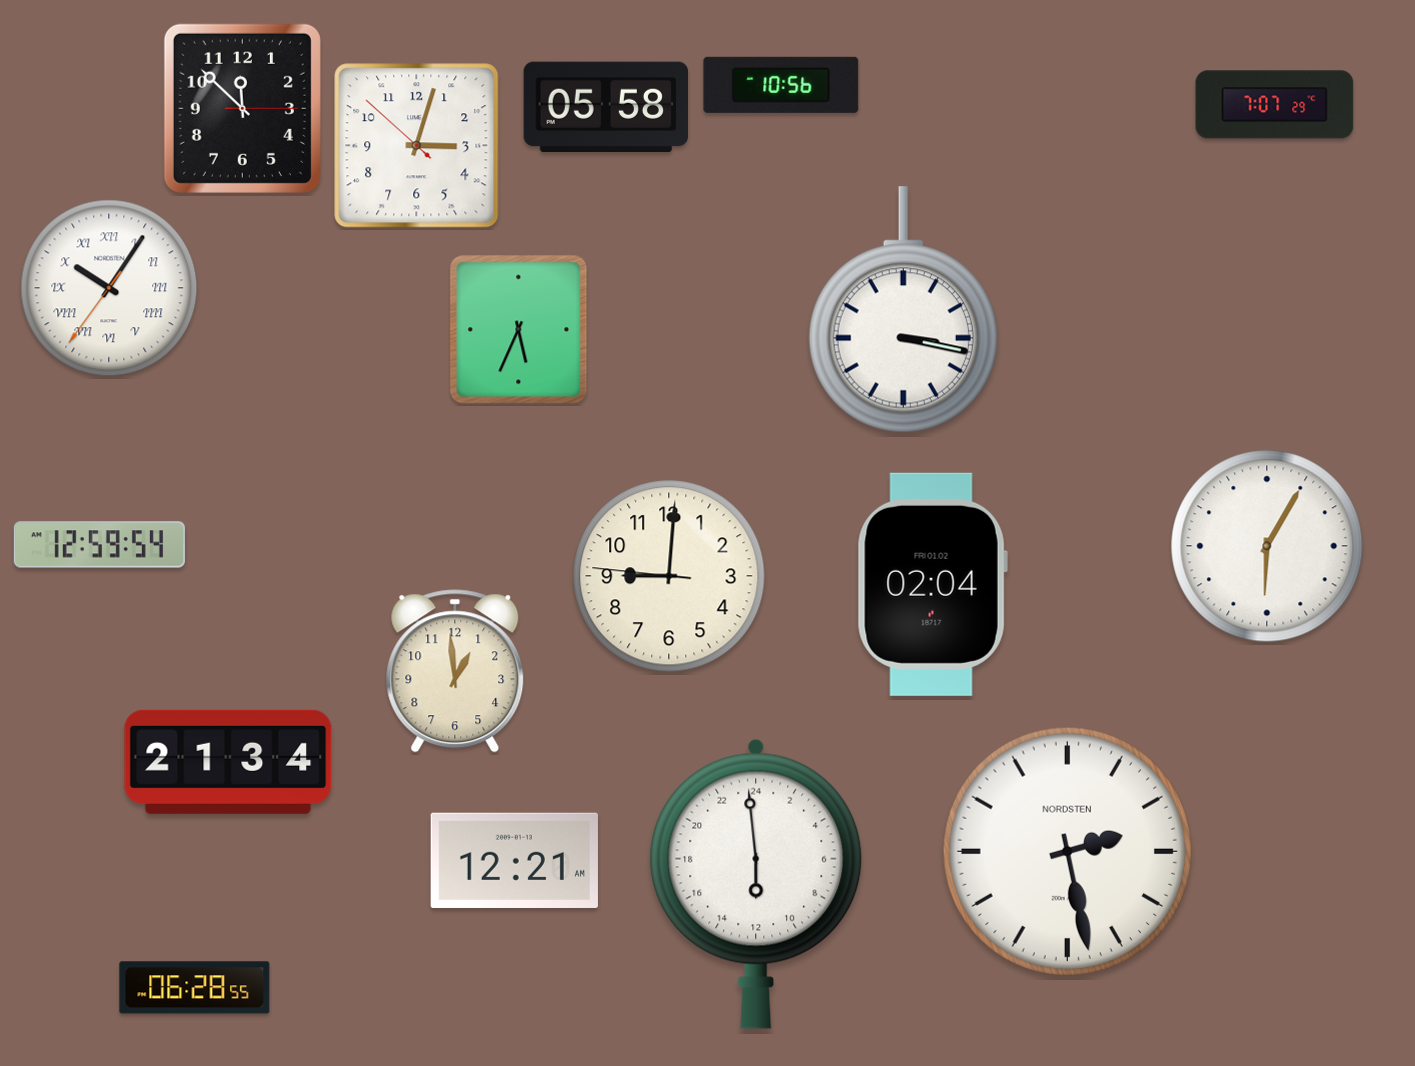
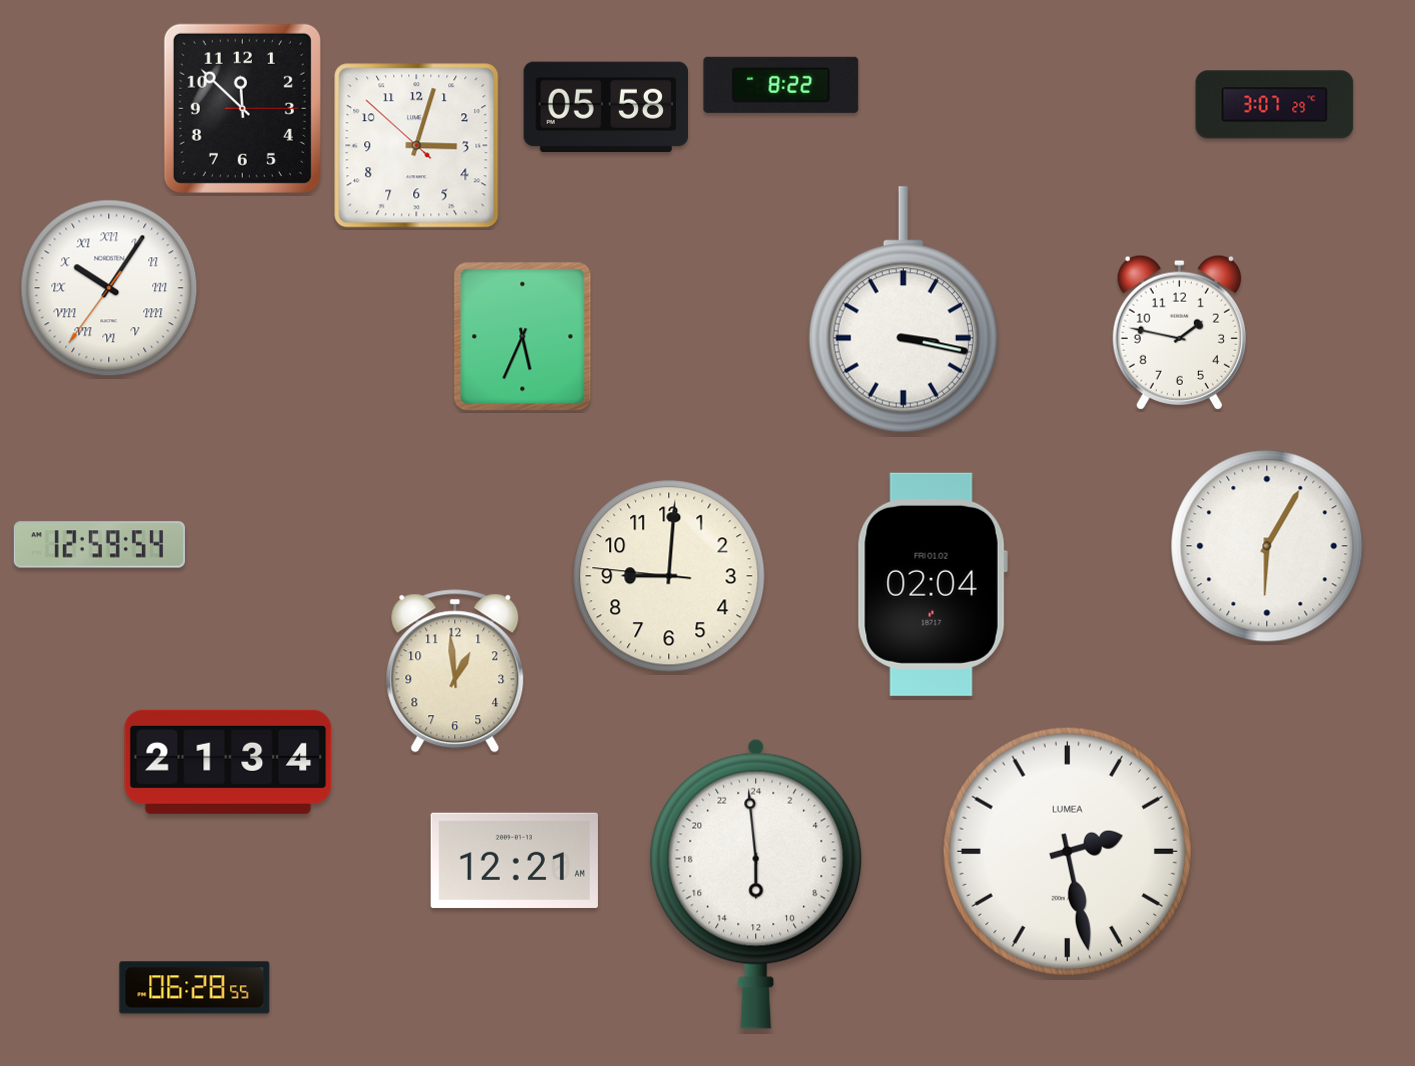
clock at (781, 85): 10:56 -> 8:22
clock at (1275, 105): 7:07 -> 3:07
clock at (519, 330) position: (519, 330) -> (523, 337)
clock at (1179, 332): none -> 1:47
clock at (1067, 851) brand: NORDSTEN -> LUMEA
